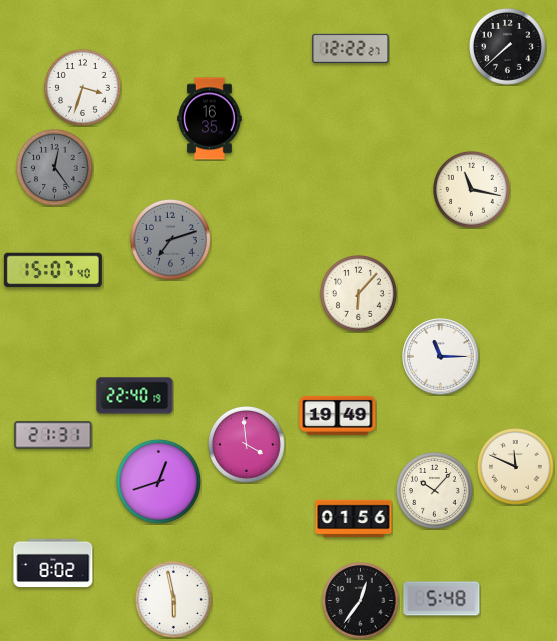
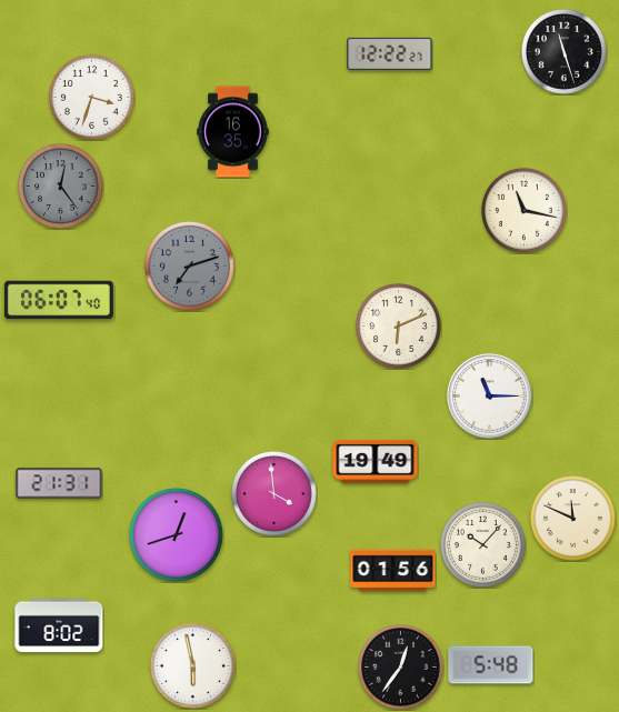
clock at (508, 47): 7:38 -> 11:27
clock at (53, 270): 15:07 -> 06:07
clock at (359, 294): 6:07 -> 6:11
clock at (135, 396): 22:40 -> none
clock at (354, 519) position: (354, 519) -> (393, 571)
